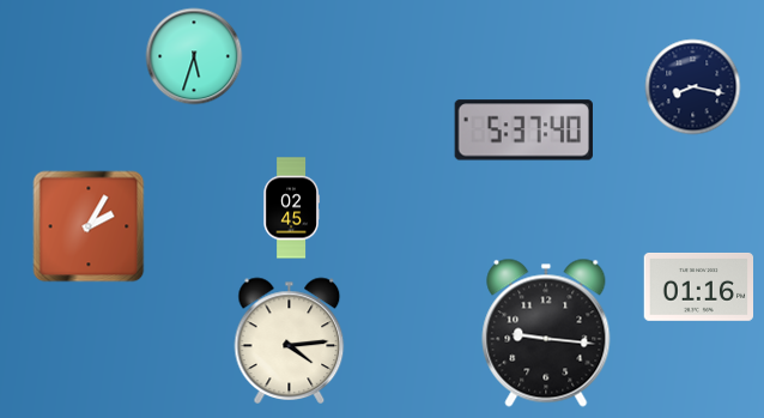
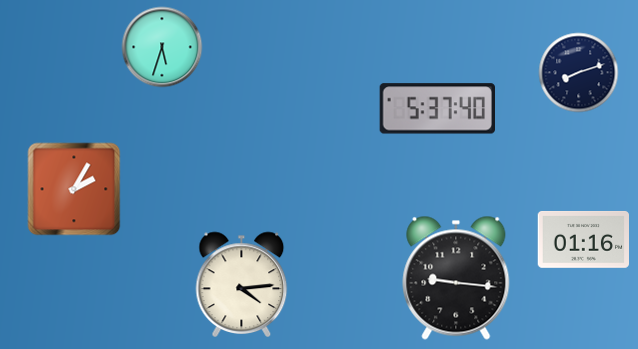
clock at (693, 87): 8:17 -> 8:12
clock at (291, 208): 02:45 -> none
